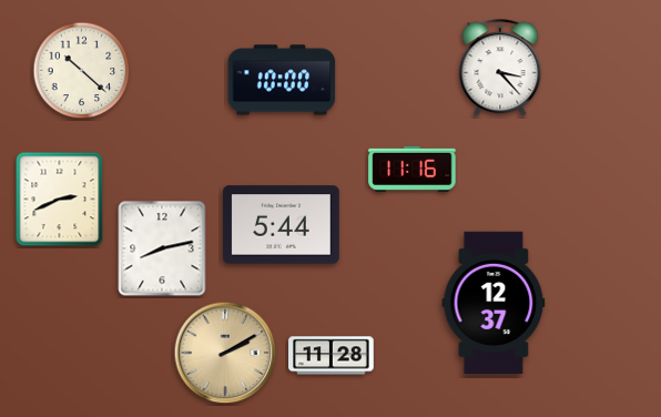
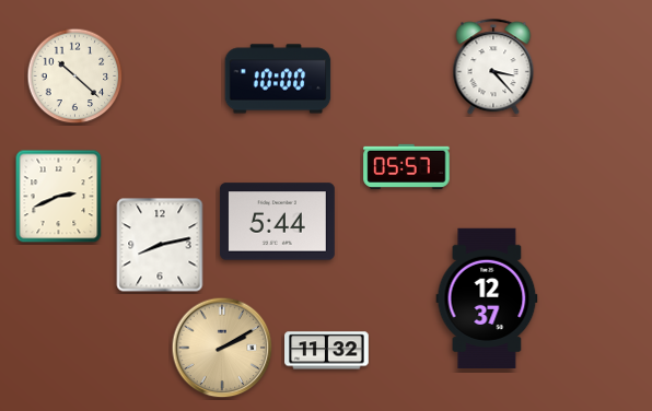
clock at (82, 71) position: (82, 71) -> (75, 77)
clock at (413, 169): 11:16 -> 05:57
clock at (332, 356): 11:28 -> 11:32
